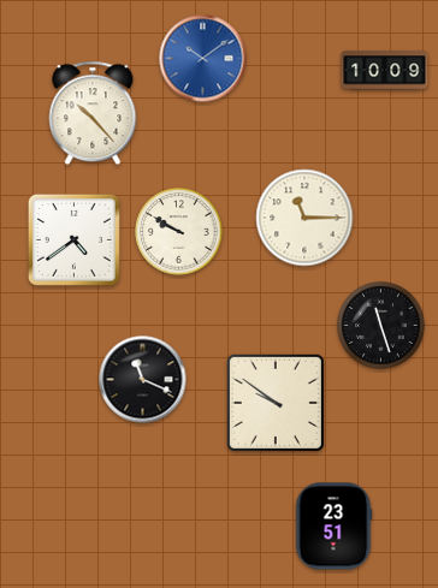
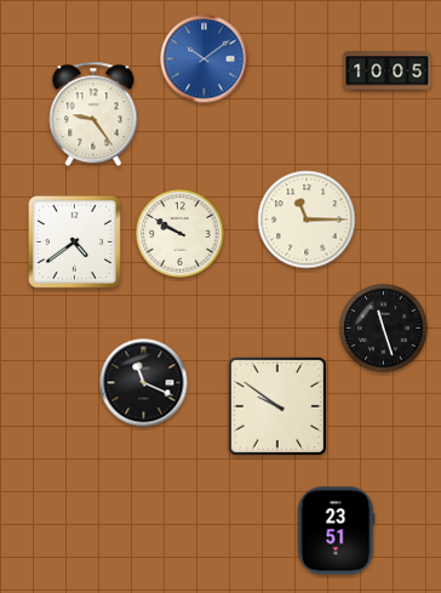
clock at (385, 71): 10:09 -> 10:05
clock at (93, 113): 10:23 -> 9:24
